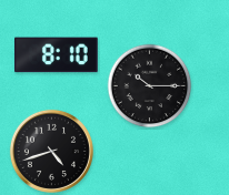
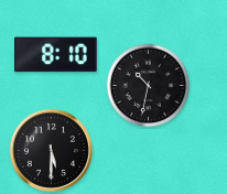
clock at (150, 86): 10:15 -> 10:32
clock at (51, 151): 4:42 -> 5:30
